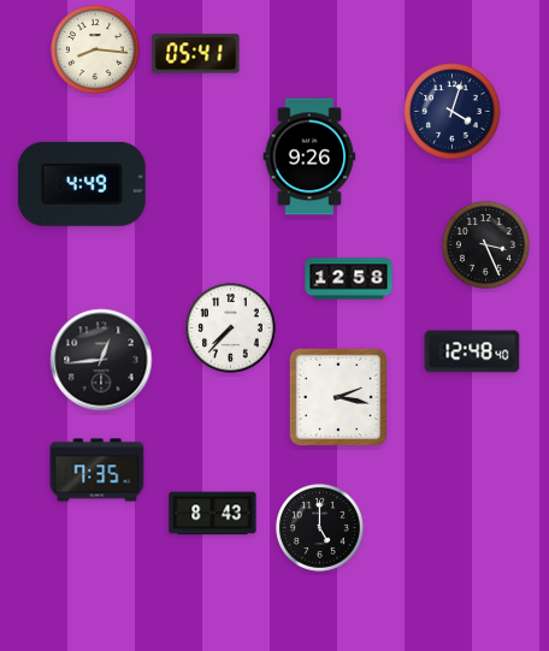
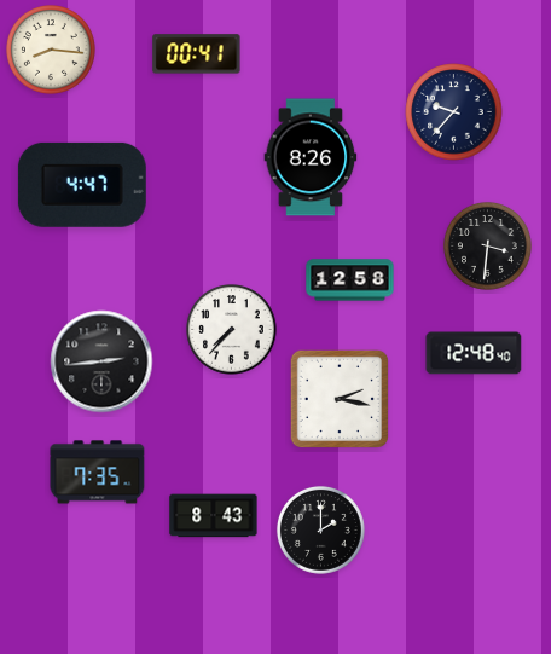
clock at (96, 51) position: (96, 51) -> (52, 51)
clock at (196, 54): 05:41 -> 00:41
clock at (453, 112): 4:03 -> 9:37
clock at (309, 156): 9:26 -> 8:26
clock at (82, 184): 4:49 -> 4:47
clock at (485, 244): 3:26 -> 3:31
clock at (101, 360): 12:44 -> 2:44
clock at (319, 527): 5:00 -> 2:00
